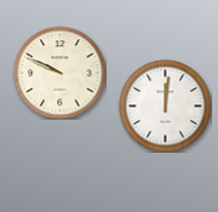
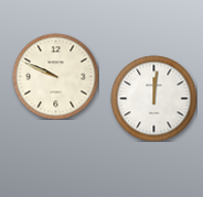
clock at (59, 72) position: (59, 72) -> (55, 76)
